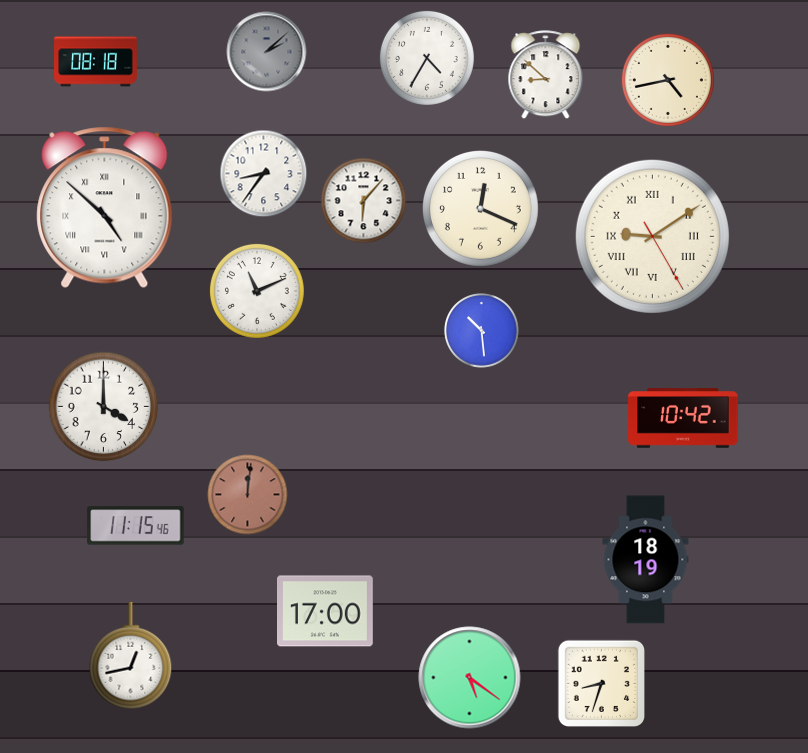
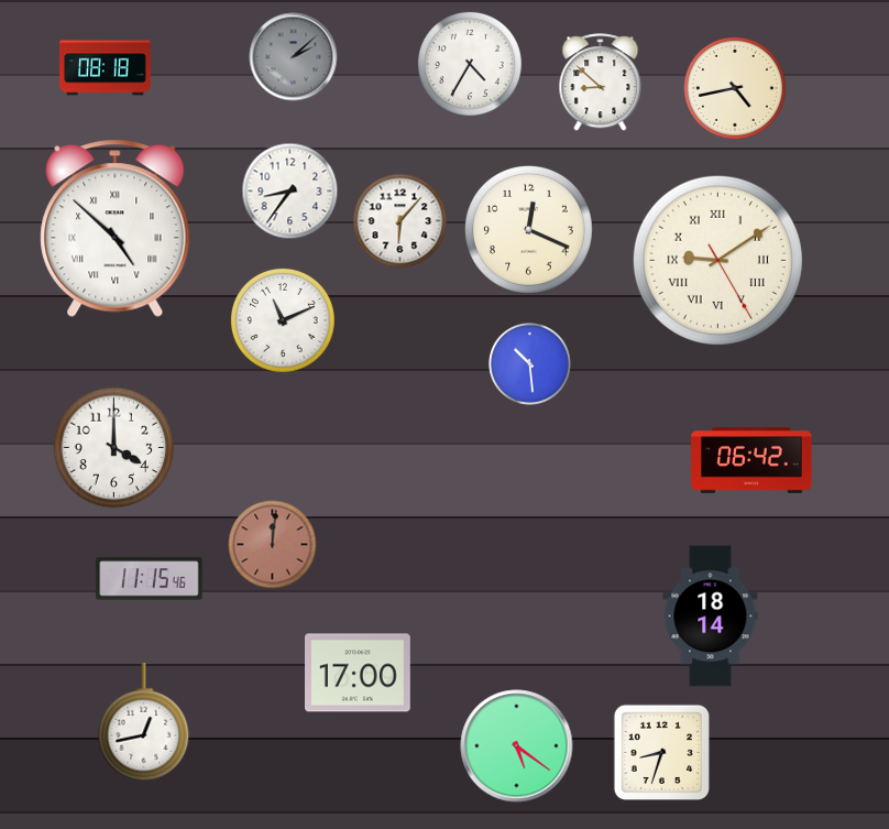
clock at (683, 418): 10:42 -> 06:42
clock at (646, 560): 18:19 -> 18:14
